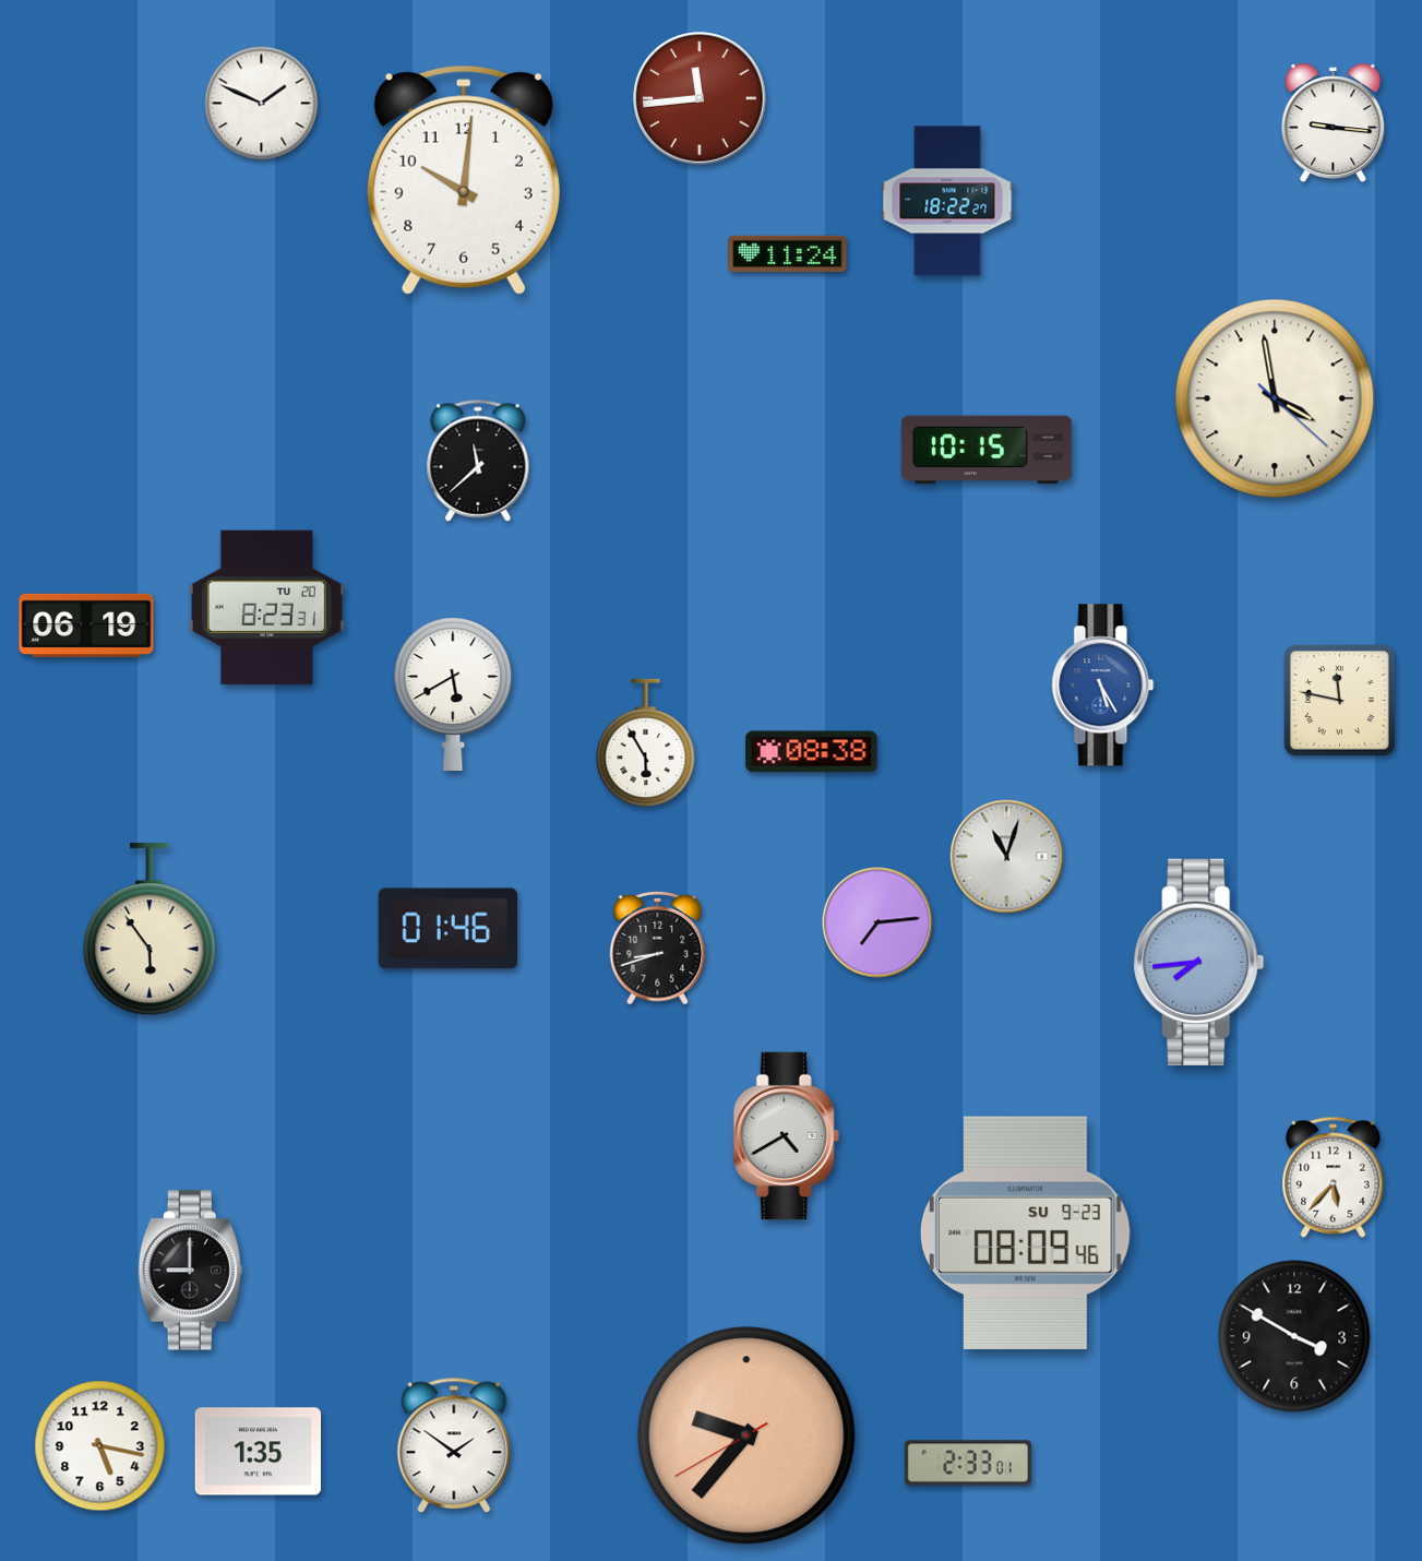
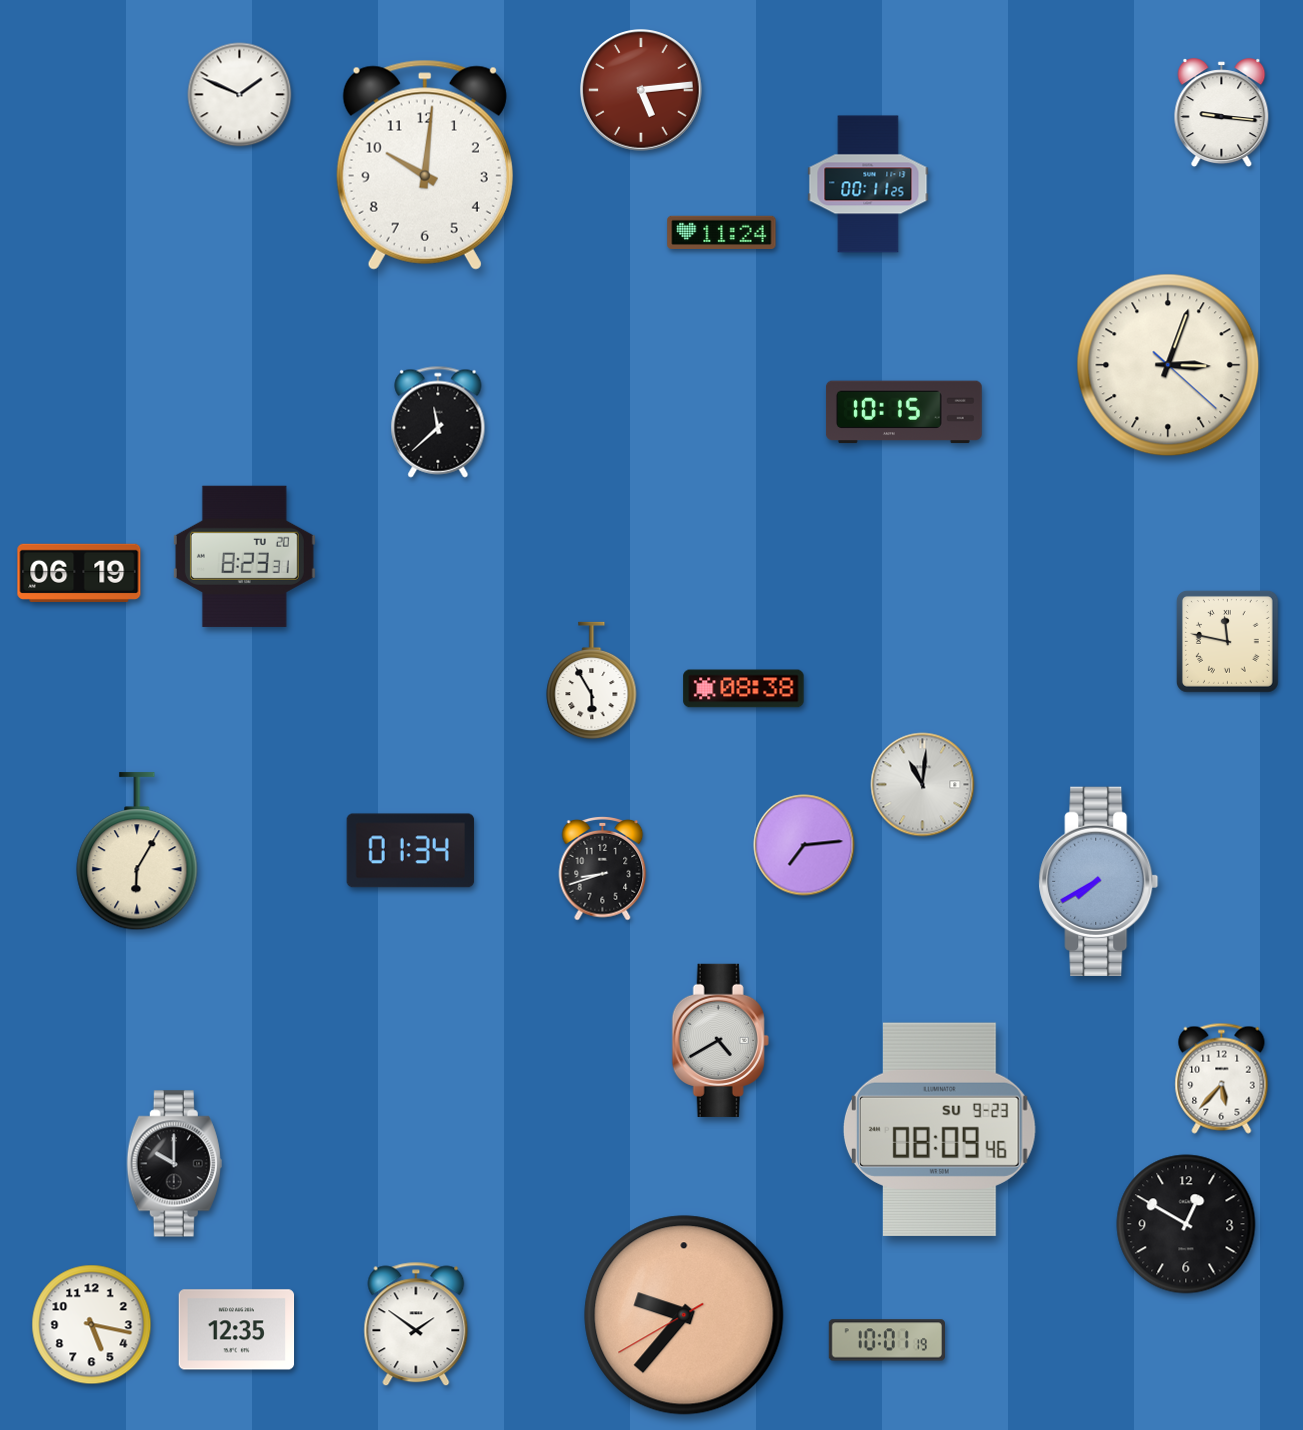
clock at (700, 98): 11:44 -> 5:14
clock at (947, 201): 18:22 -> 00:11
clock at (1275, 398): 3:58 -> 3:03
clock at (1103, 686): 5:25 -> none
clock at (453, 694): 5:40 -> none
clock at (1007, 857): 11:03 -> 11:01
clock at (449, 929): 01:46 -> 01:34
clock at (150, 930): 5:54 -> 6:05
clock at (1199, 962): 7:44 -> 7:40
clock at (190, 1271): 9:00 -> 10:00
clock at (1294, 1336): 3:50 -> 12:50
clock at (259, 1452): 1:35 -> 12:35
clock at (968, 1463): 2:33 -> 10:01
